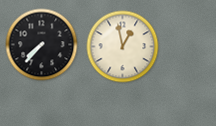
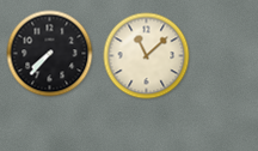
clock at (123, 47): 12:58 -> 11:08
